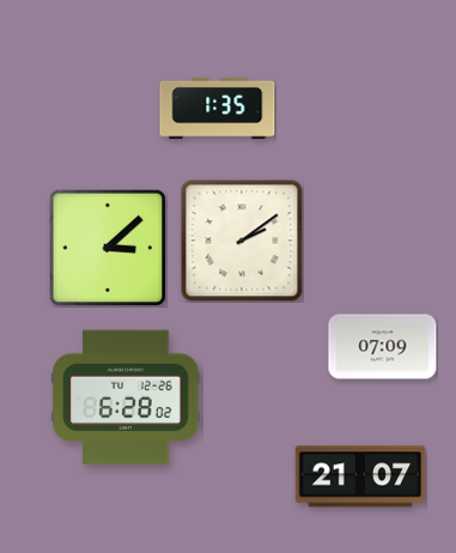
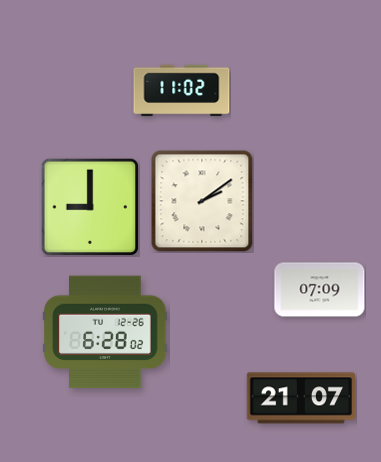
clock at (218, 109): 1:35 -> 11:02
clock at (108, 248): 3:08 -> 9:00
